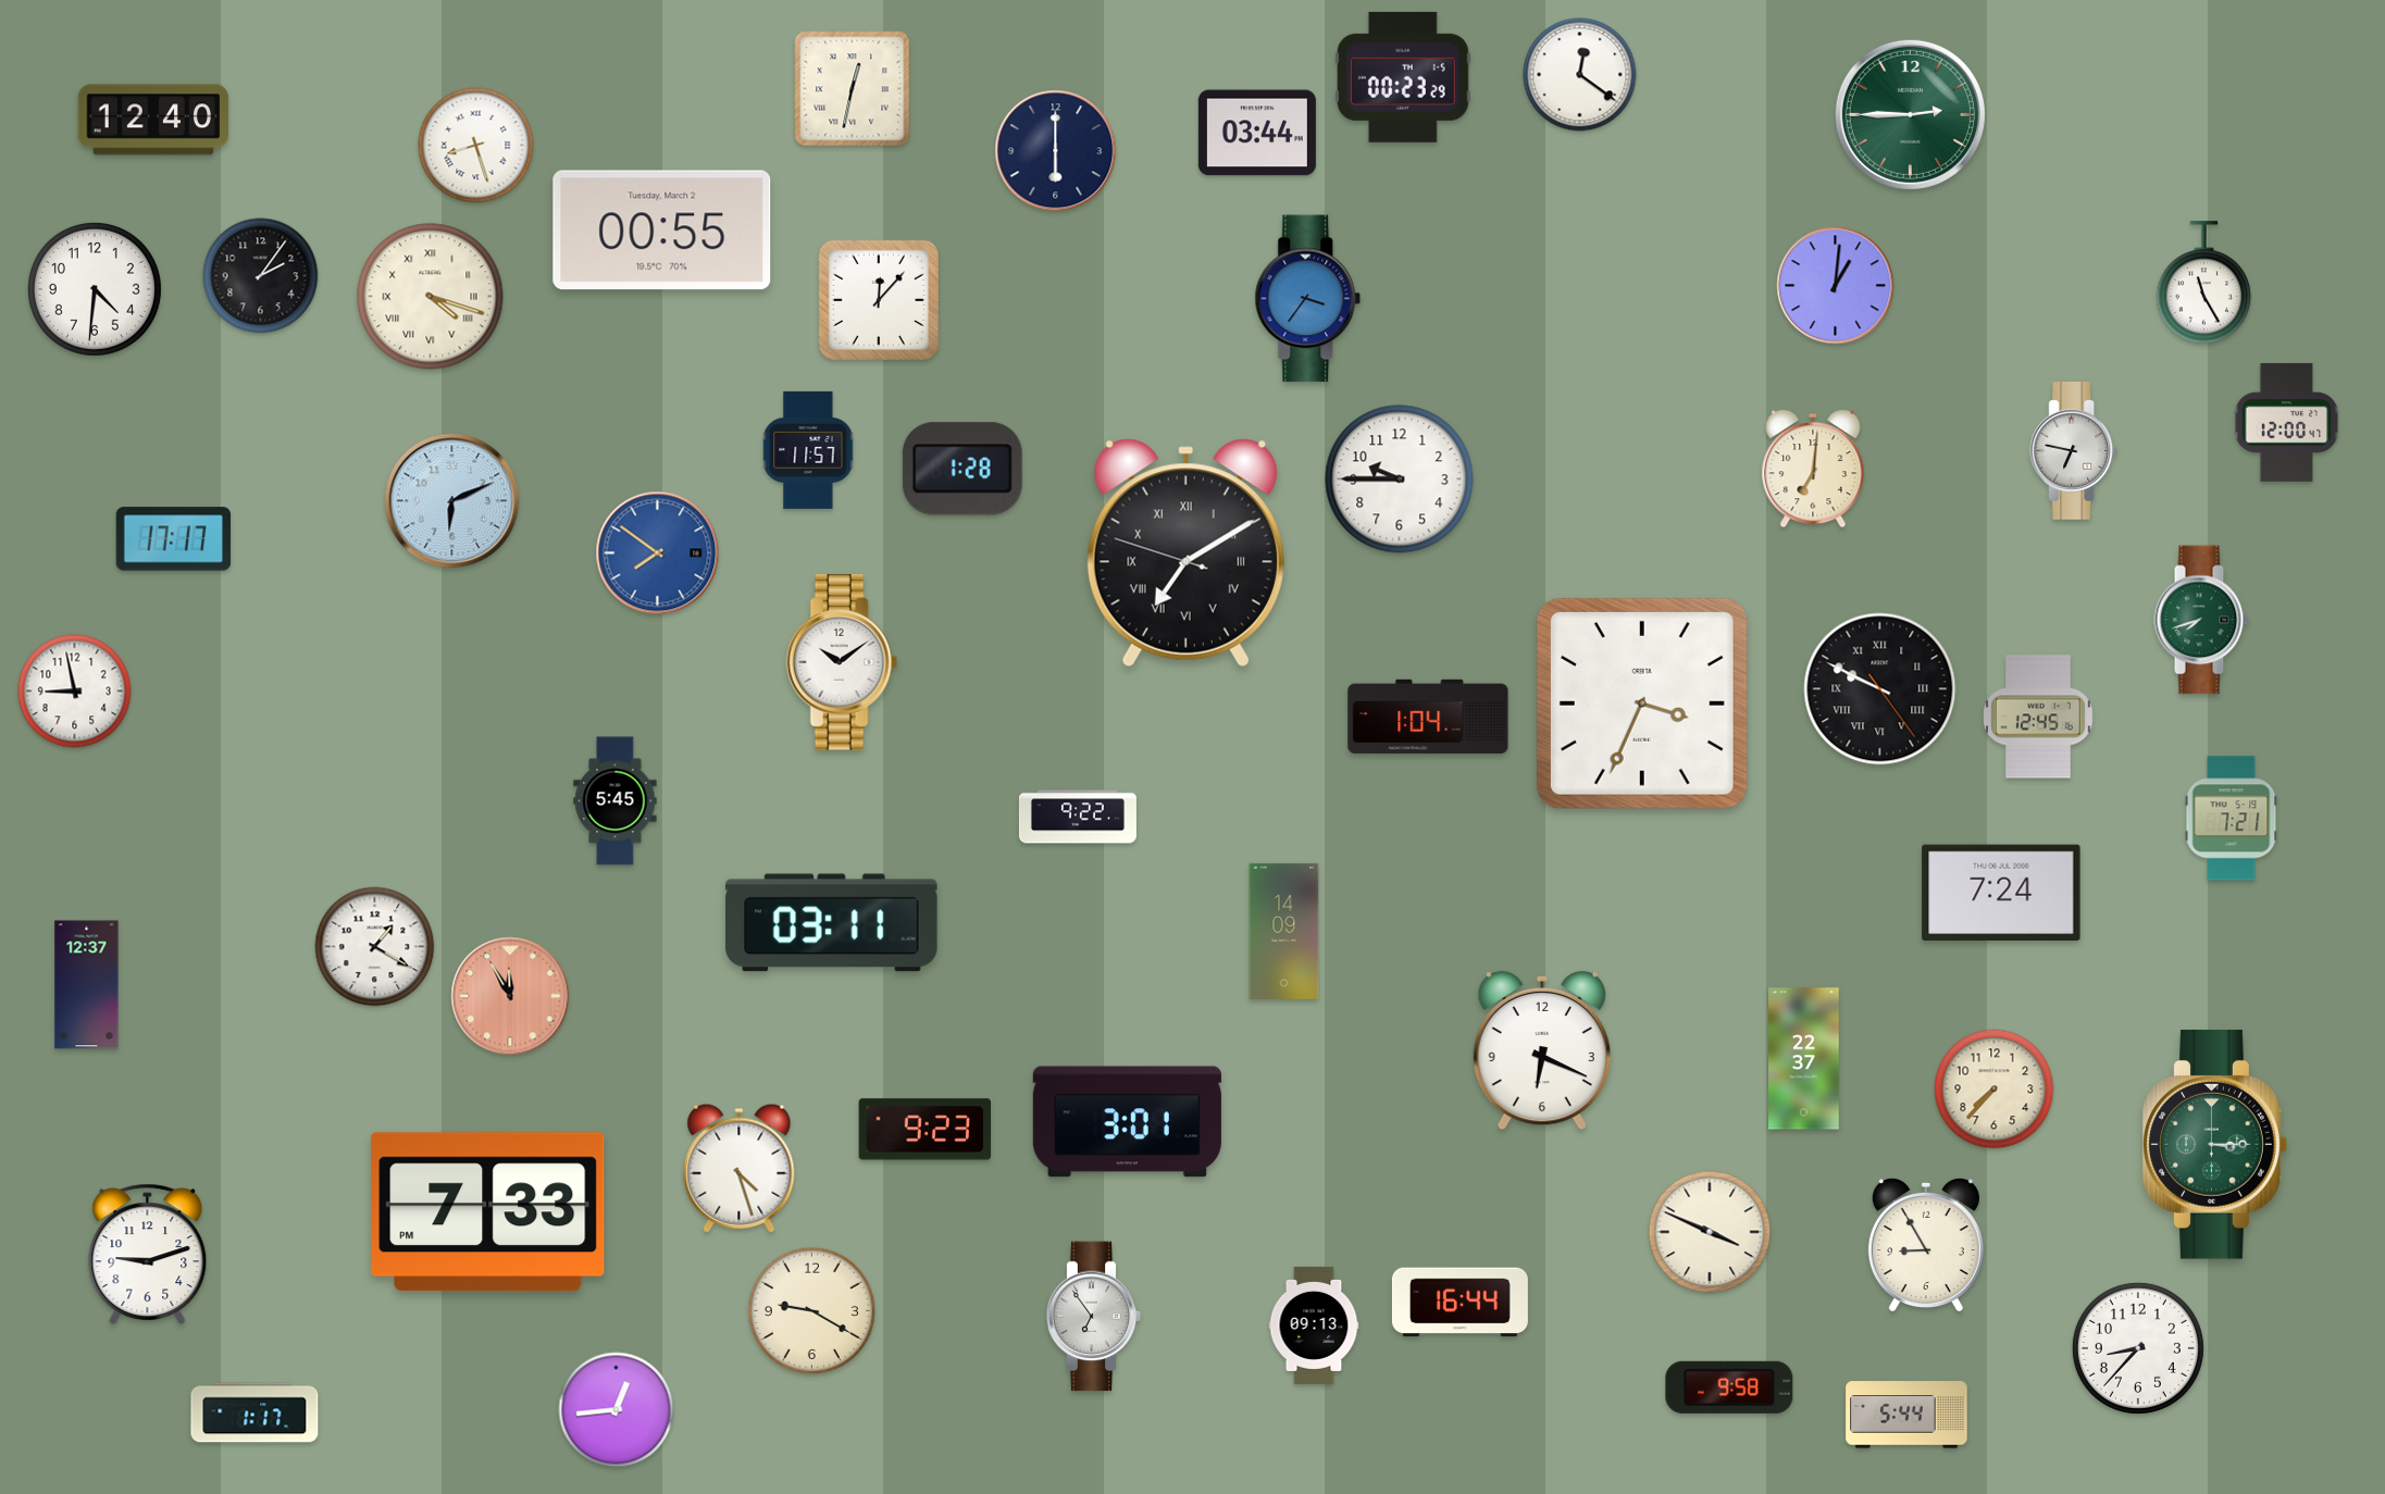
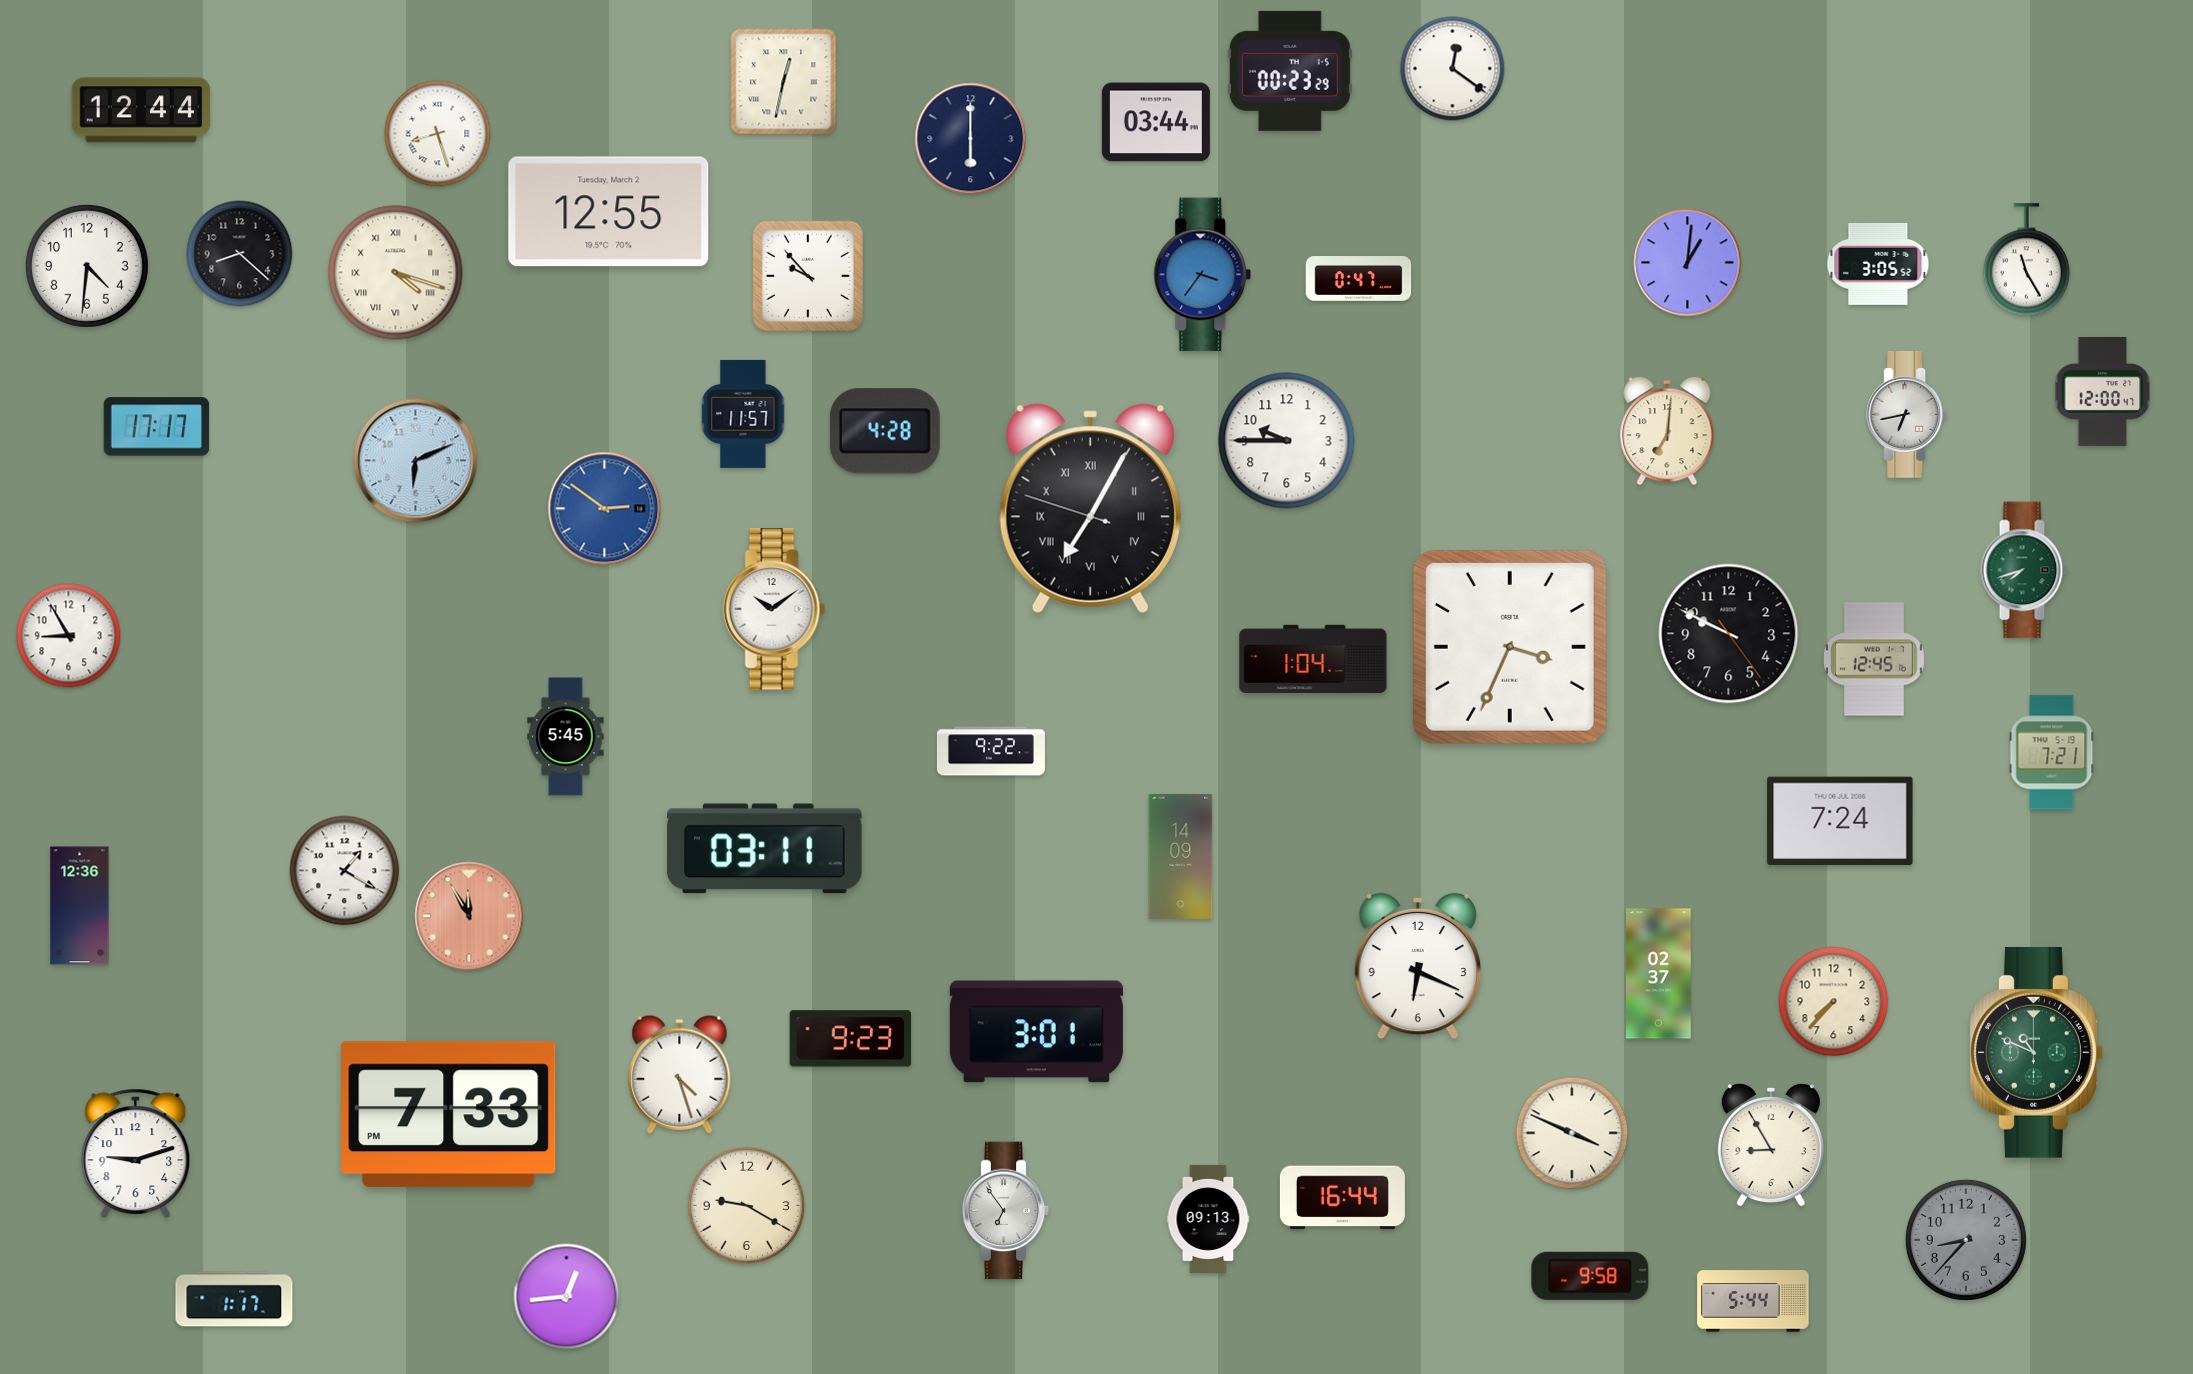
clock at (1910, 114): 2:45 -> none
clock at (153, 120): 12:40 -> 12:44
clock at (662, 231): 00:55 -> 12:55
clock at (261, 276): 2:06 -> 8:22
clock at (1878, 264): none -> 3:05
clock at (879, 300): 12:07 -> 9:53
clock at (1359, 279): none -> 0:47
clock at (2287, 422) position: (2287, 422) -> (2103, 391)
clock at (2074, 451): 6:47 -> 6:43
clock at (962, 469): 1:28 -> 4:28
clock at (174, 539) position: (174, 539) -> (157, 427)
clock at (658, 553): 7:51 -> 2:51
clock at (1185, 553): 7:09 -> 7:04
clock at (1880, 689) numerals: Roman -> Arabic
clock at (75, 692): 8:58 -> 8:55
clock at (87, 985): 12:37 -> 12:36
clock at (1804, 1059): 22:37 -> 02:37
clock at (2215, 1144): 3:15 -> 10:49
clock at (2138, 1348) dial: white -> grey
